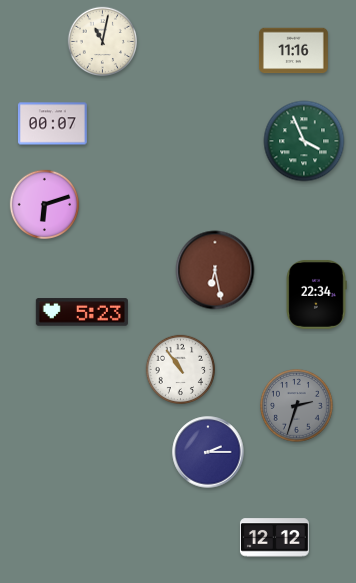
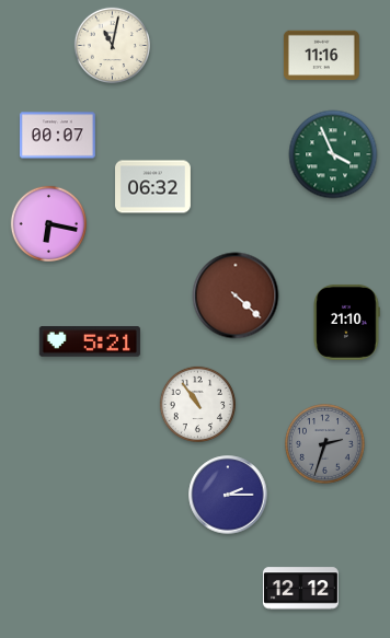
clock at (153, 187): none -> 06:32
clock at (44, 204): 6:12 -> 6:17
clock at (215, 270): 6:28 -> 4:22
clock at (316, 294): 22:34 -> 21:10
clock at (82, 312): 5:23 -> 5:21
